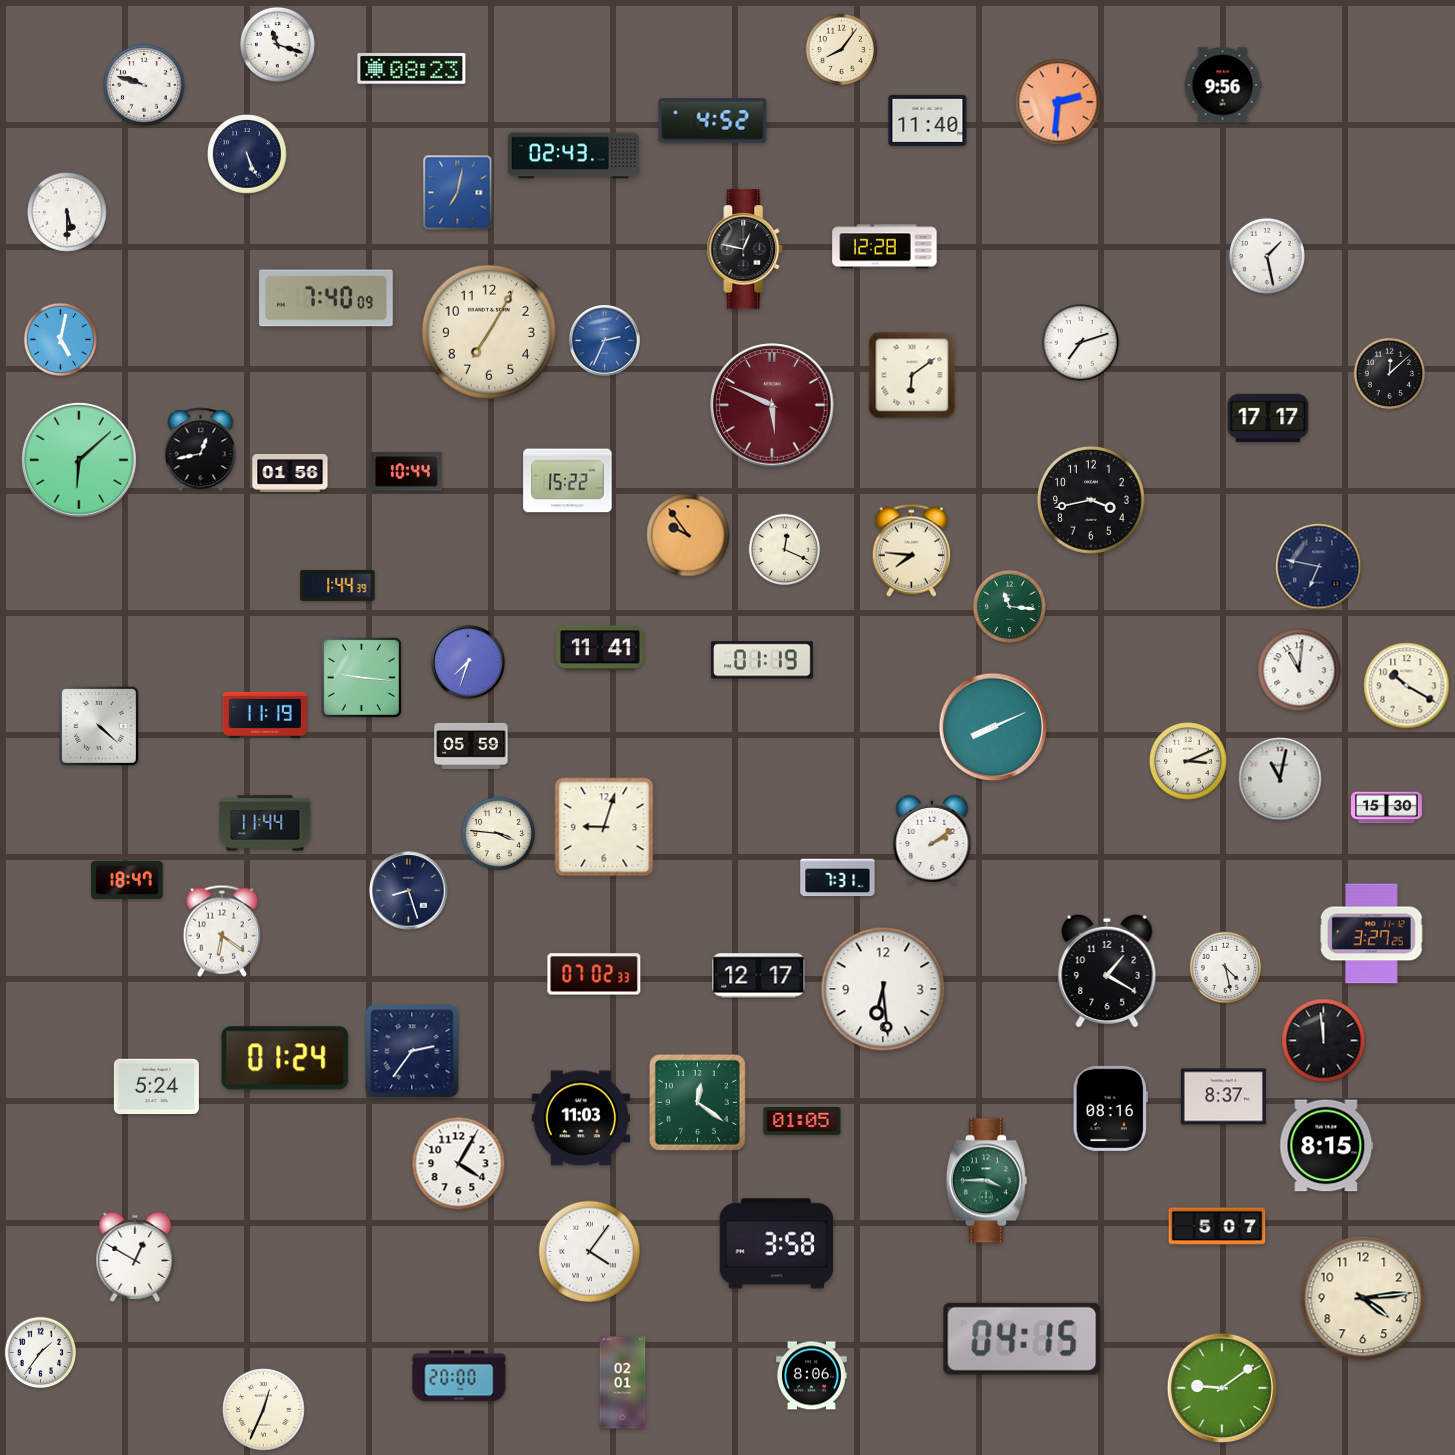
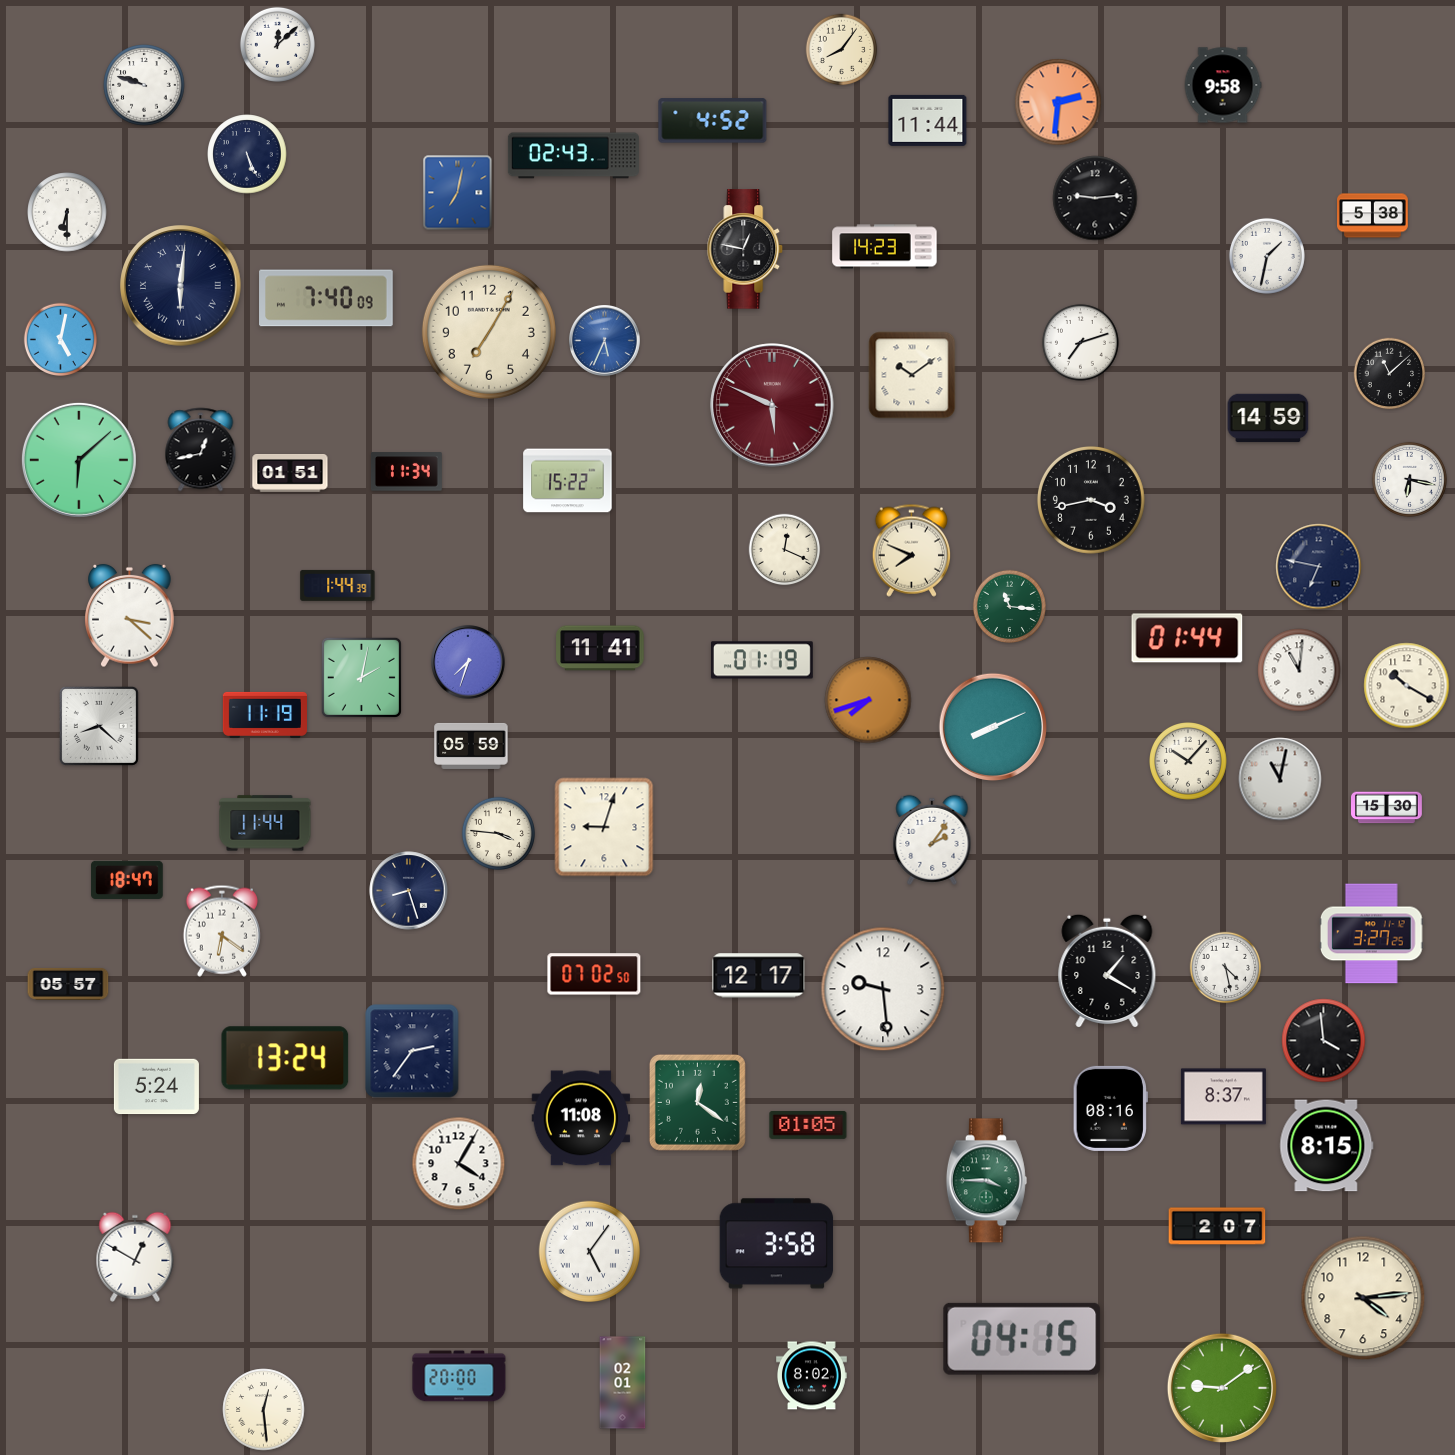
clock at (277, 44): 11:18 -> 12:08
clock at (412, 68): 08:23 -> none
clock at (1223, 85): 9:56 -> 9:58
clock at (928, 120): 11:40 -> 11:44
clock at (1095, 198): none -> 9:14
clock at (67, 212): 5:30 -> 6:30
clock at (1373, 216): none -> 5:38
clock at (885, 247): 12:28 -> 14:23
clock at (1267, 256): 1:28 -> 1:32
clock at (181, 286): none -> 6:01
clock at (605, 341): 2:34 -> 5:34
clock at (1390, 374): 12:08 -> 11:08
clock at (912, 375): 6:09 -> 10:09
clock at (1268, 418): 17:17 -> 14:59
clock at (406, 472): 10:44 -> 11:34
clock at (290, 474): 01:56 -> 01:51
clock at (1409, 479): none -> 6:17
clock at (688, 535): 9:54 -> none
clock at (911, 550): 7:46 -> 7:49
clock at (130, 616): none -> 3:22
clock at (1187, 638): none -> 01:44
clock at (361, 677): 9:16 -> 2:02
clock at (868, 700): none -> 7:42
clock at (99, 726): 4:22 -> 8:22
clock at (1189, 762): 3:11 -> 10:07
clock at (932, 840): 2:09 -> 2:06
clock at (838, 878): 7:31 -> none
clock at (594, 974): 07:02:33 -> 07:02:50
clock at (68, 984): none -> 05:57
clock at (883, 989): 6:29 -> 9:29
clock at (1324, 1041): 11:59 -> 3:59
clock at (285, 1058): 01:24 -> 13:24
clock at (581, 1118): 11:03 -> 11:08
clock at (802, 1121) position: (802, 1121) -> (808, 1125)
clock at (1217, 1226): 5:07 -> 2:07
clock at (589, 1251): 4:06 -> 5:06
clock at (41, 1353): 1:36 -> none
clock at (812, 1376): 8:06 -> 8:02
clock at (264, 1410): 12:34 -> 12:29
